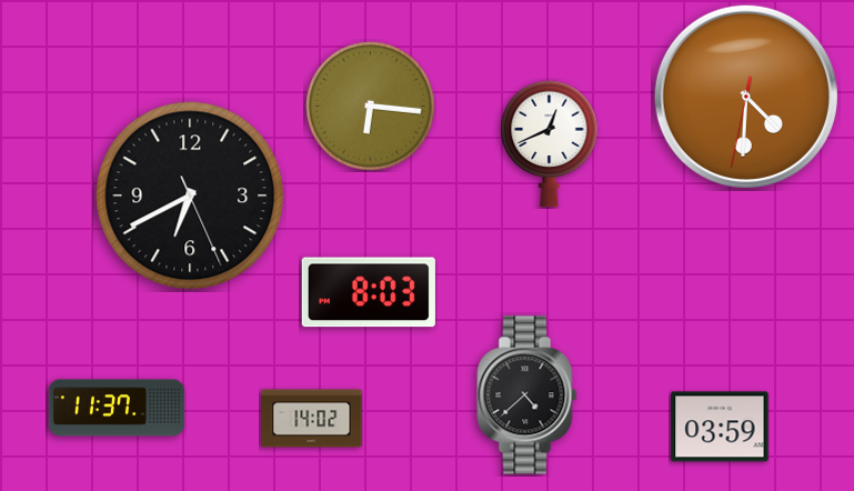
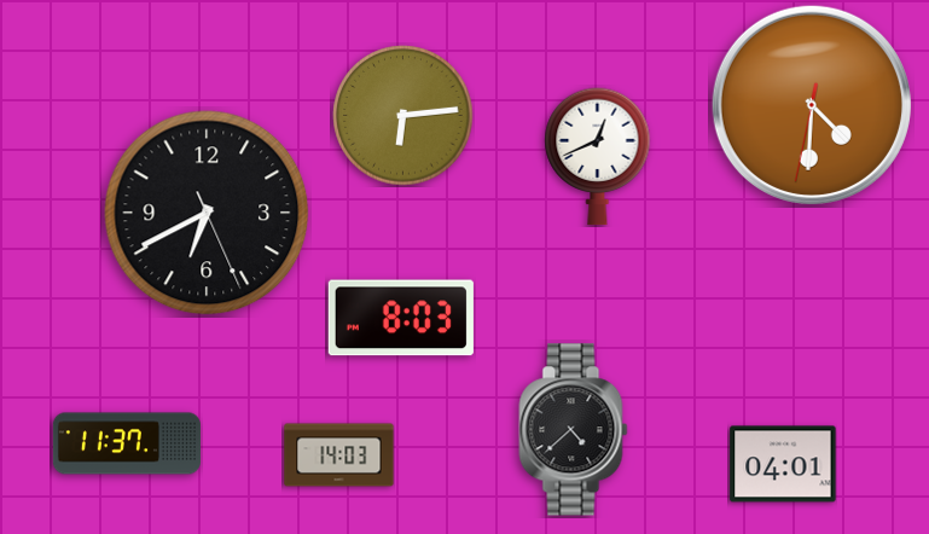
clock at (371, 107): 6:16 -> 6:14
clock at (312, 419): 14:02 -> 14:03
clock at (720, 427): 03:59 -> 04:01
